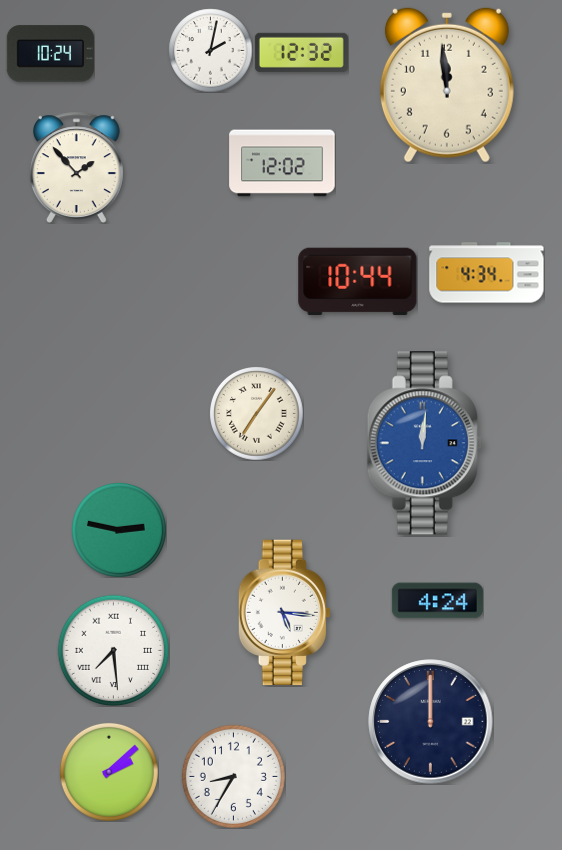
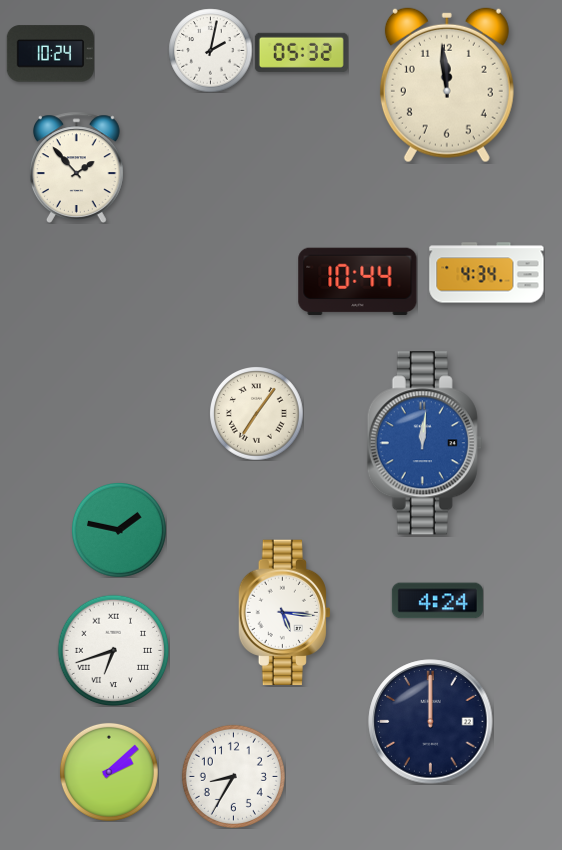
clock at (301, 52): 12:32 -> 05:32
clock at (282, 163): 12:02 -> none
clock at (119, 530): 2:47 -> 1:47
clock at (113, 650): 7:29 -> 6:42
